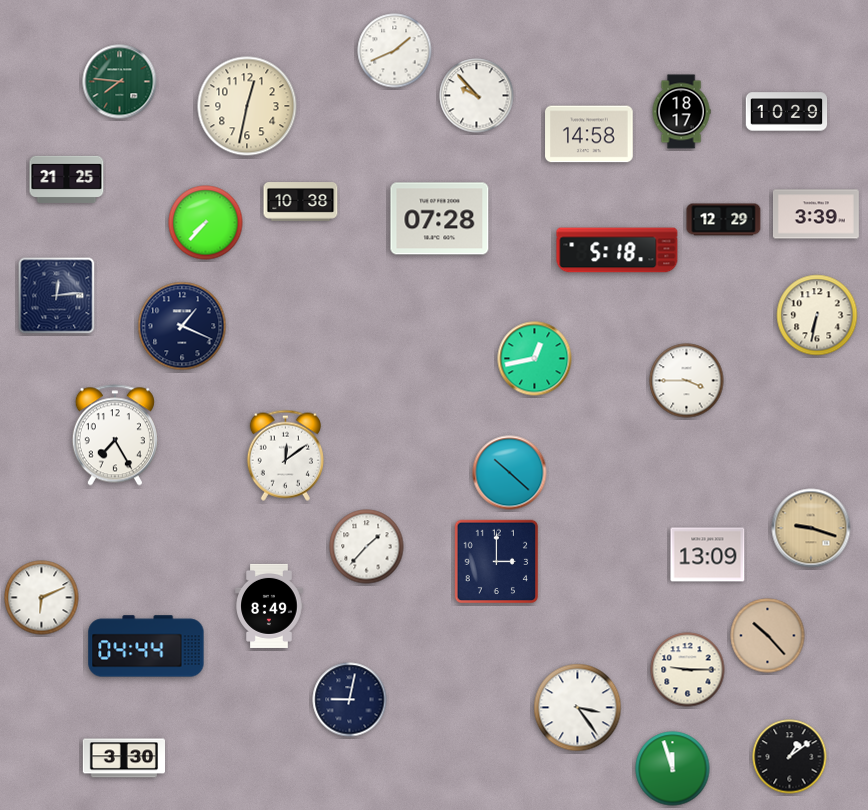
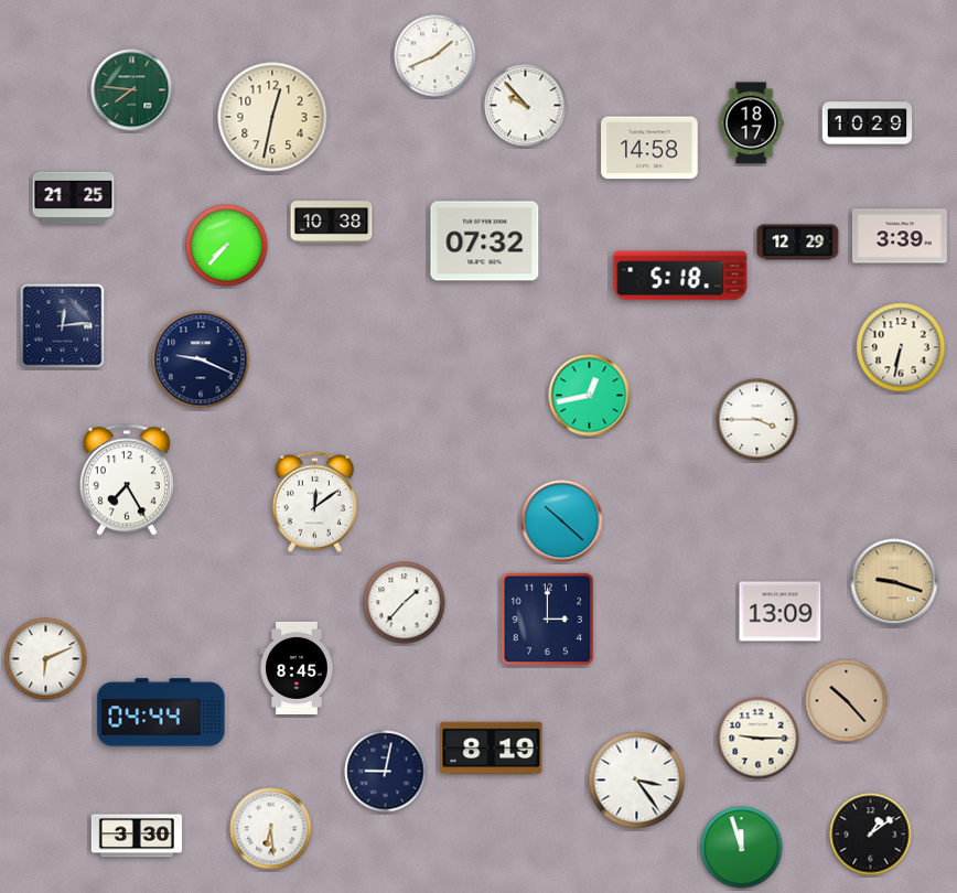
clock at (440, 219): 07:28 -> 07:32
clock at (182, 326): 1:19 -> 9:19
clock at (269, 606): 8:49 -> 8:45
clock at (492, 749): none -> 8:19
clock at (271, 829): none -> 6:29
